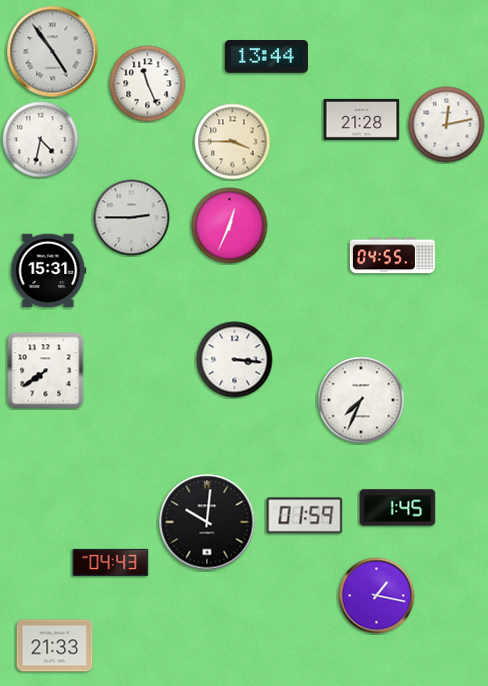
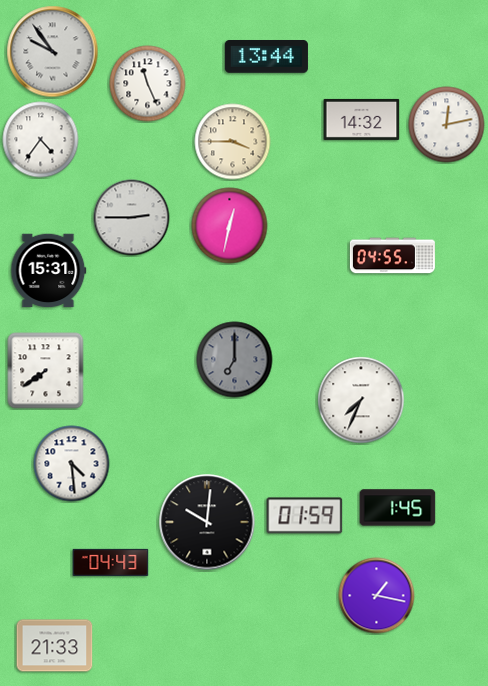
clock at (53, 52): 4:54 -> 9:54
clock at (362, 119): 21:28 -> 14:32
clock at (41, 140): 4:32 -> 4:36
clock at (230, 226): 12:34 -> 12:32
clock at (235, 360): 3:16 -> 7:00
clock at (235, 360) dial: white -> grey
clock at (72, 464): none -> 4:29
